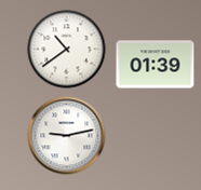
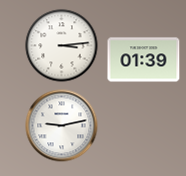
clock at (67, 50): 10:39 -> 3:14
